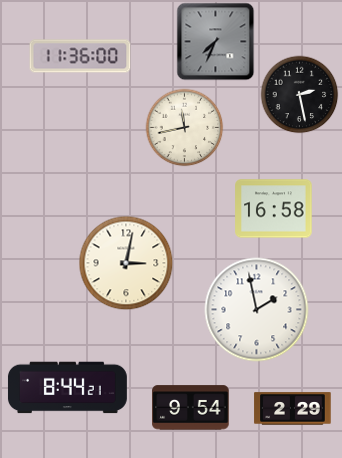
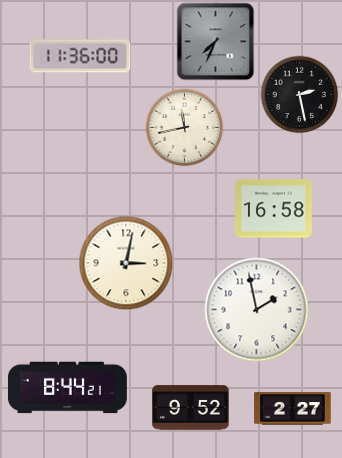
clock at (191, 408): 9:54 -> 9:52
clock at (293, 409): 2:29 -> 2:27
